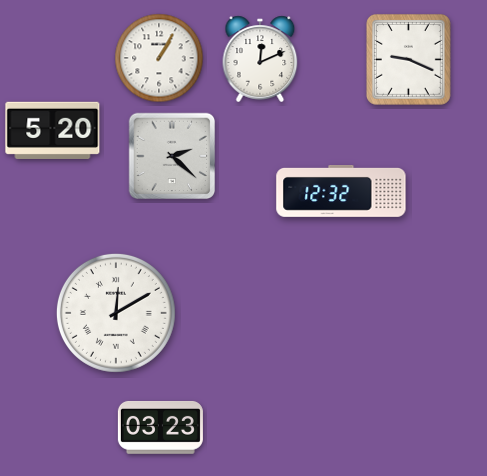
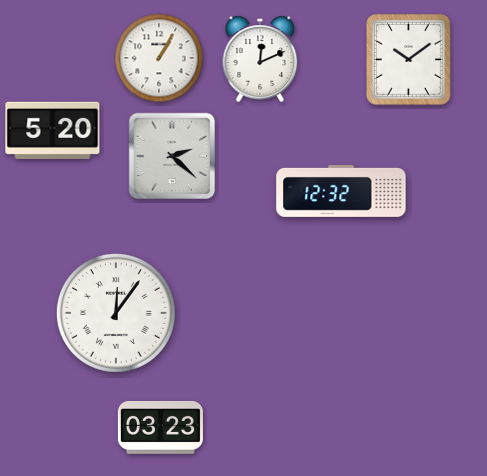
clock at (408, 59): 9:19 -> 10:09
clock at (116, 313): 12:10 -> 12:06
